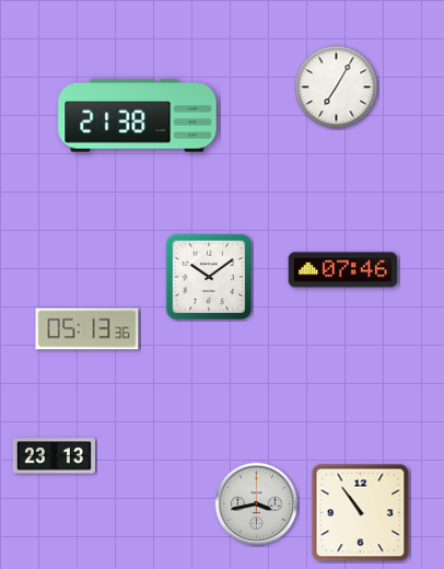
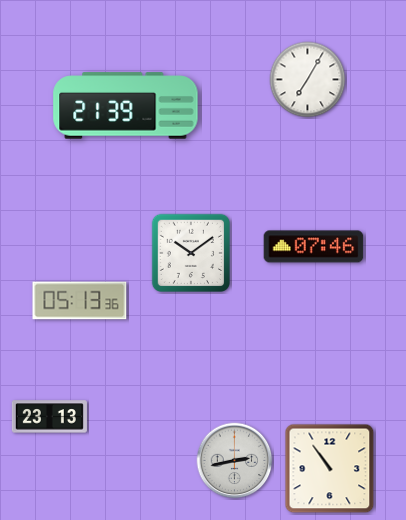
clock at (138, 116): 21:38 -> 21:39
clock at (257, 504): 3:43 -> 2:43
